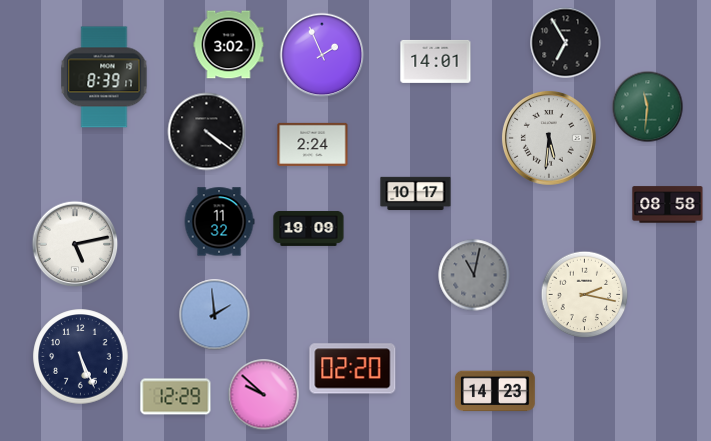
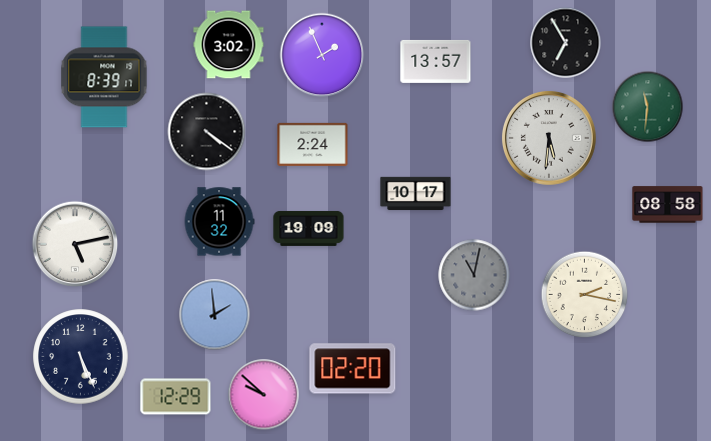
clock at (436, 61): 14:01 -> 13:57
clock at (495, 391): 14:23 -> none
